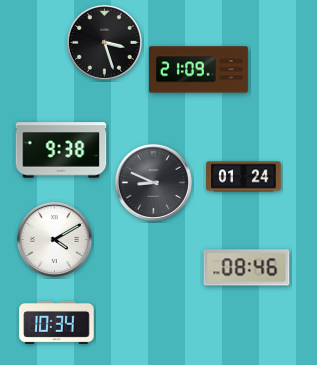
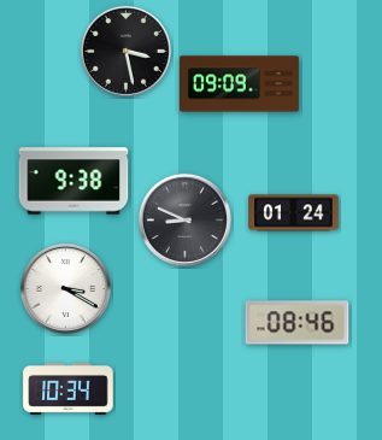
clock at (104, 42): 3:27 -> 3:28
clock at (198, 70): 21:09 -> 09:09
clock at (54, 239): 4:10 -> 3:20
